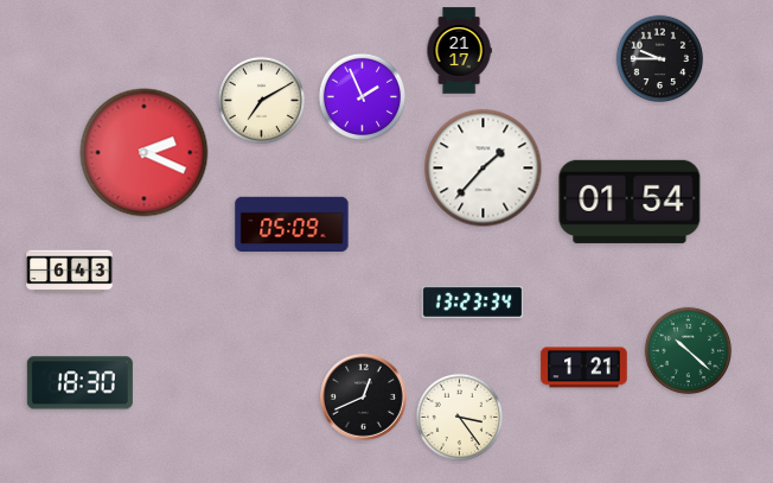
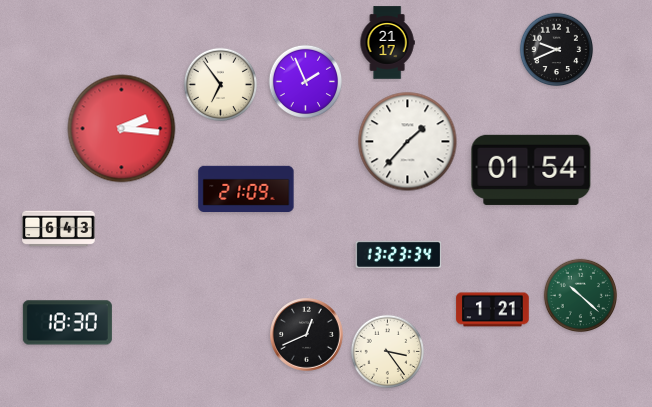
clock at (660, 59): 9:45 -> 9:41
clock at (262, 101): 7:10 -> 6:54
clock at (145, 153): 2:19 -> 2:16
clock at (292, 223): 05:09 -> 21:09
